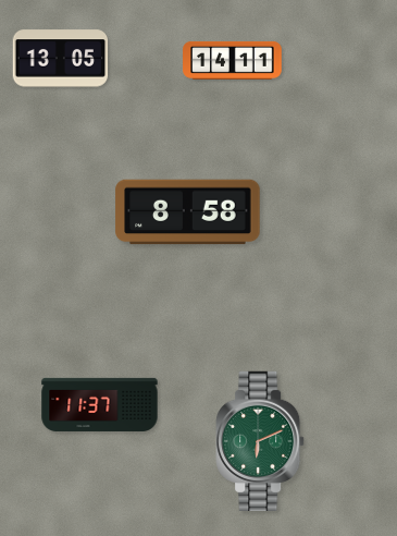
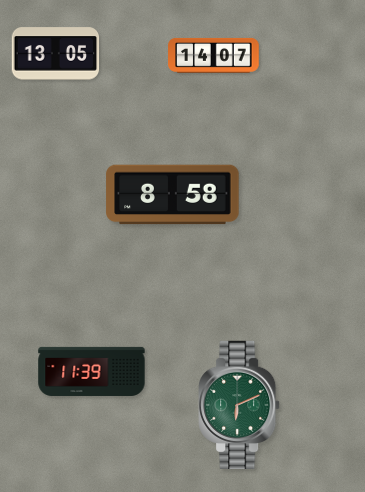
clock at (233, 60): 14:11 -> 14:07
clock at (100, 404): 11:37 -> 11:39
